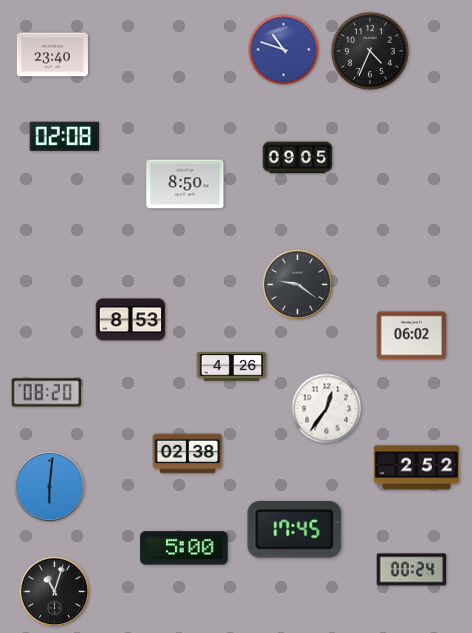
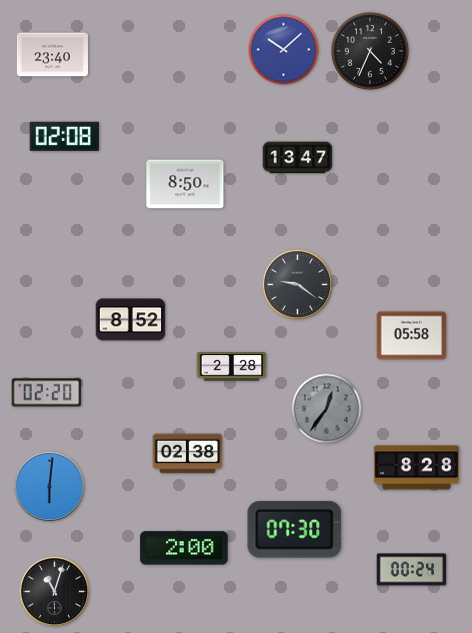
clock at (284, 50): 10:48 -> 10:08
clock at (298, 158): 09:05 -> 13:47
clock at (131, 320): 8:53 -> 8:52
clock at (412, 336): 06:02 -> 05:58
clock at (232, 367): 4:26 -> 2:28
clock at (47, 393): 08:20 -> 02:20
clock at (327, 409) dial: white -> grey
clock at (416, 468): 2:52 -> 8:28
clock at (295, 530): 17:45 -> 07:30
clock at (184, 548): 5:00 -> 2:00
